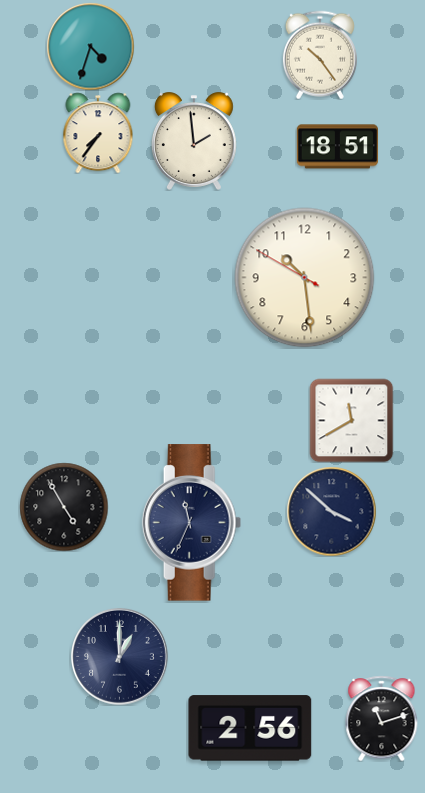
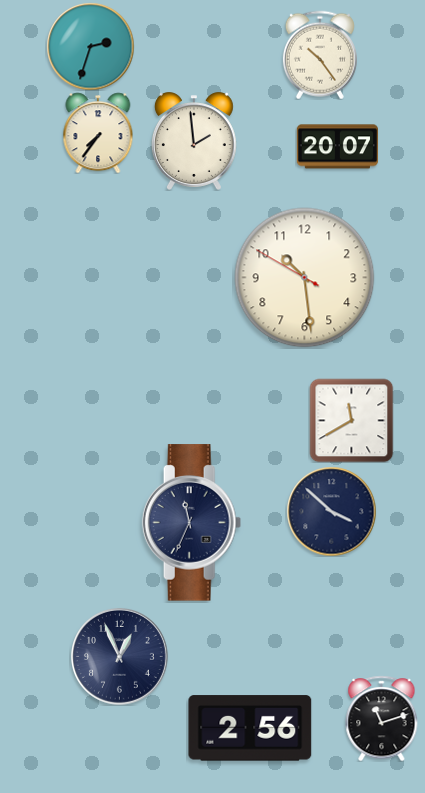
clock at (90, 46): 4:33 -> 2:33
clock at (337, 147): 18:51 -> 20:07
clock at (64, 507): 4:55 -> none
clock at (119, 656): 1:00 -> 12:56
